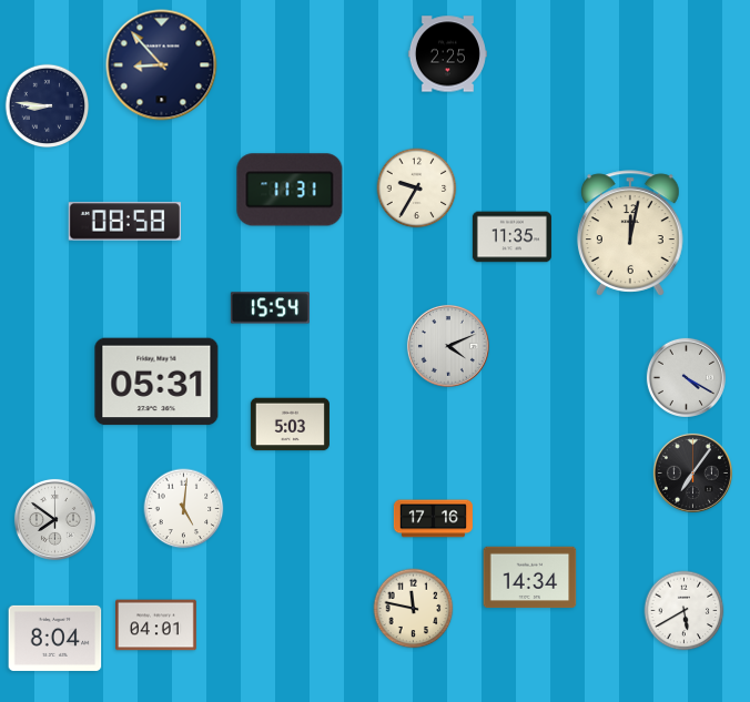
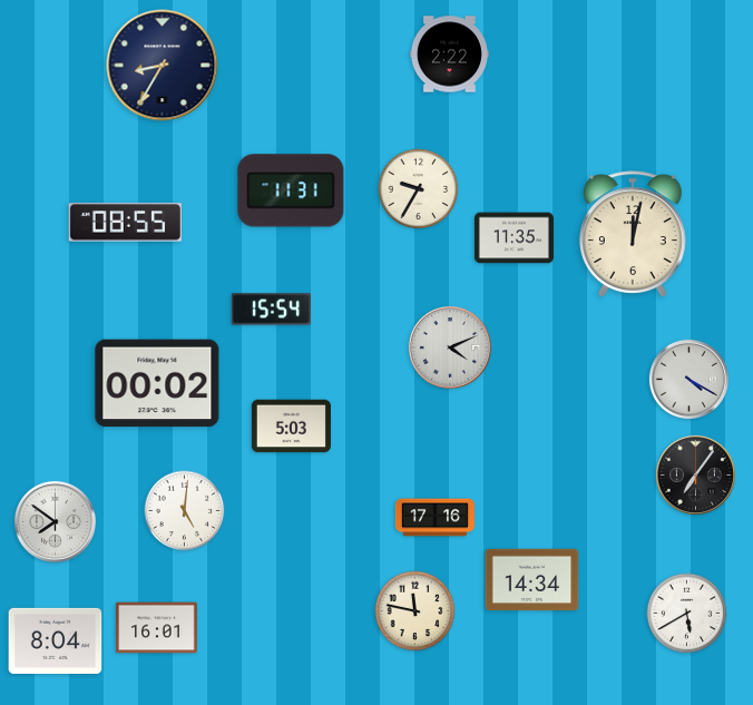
clock at (447, 54): 2:25 -> 2:22
clock at (162, 65): 8:53 -> 8:35
clock at (48, 106): 8:46 -> none
clock at (124, 222): 08:58 -> 08:55
clock at (156, 381): 05:31 -> 00:02
clock at (433, 519) position: (433, 519) -> (434, 518)
clock at (156, 625): 04:01 -> 16:01
